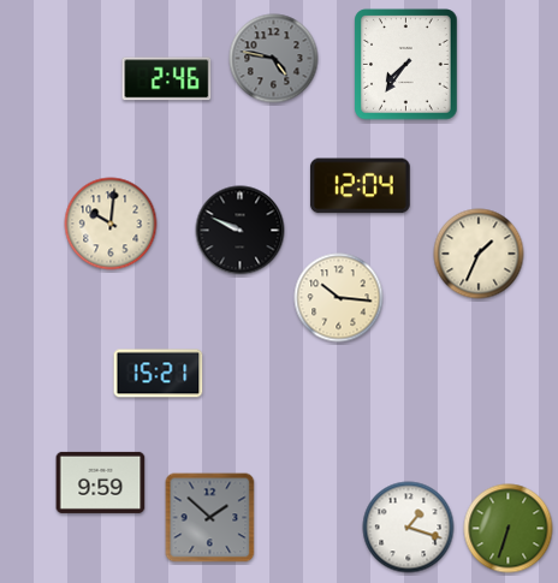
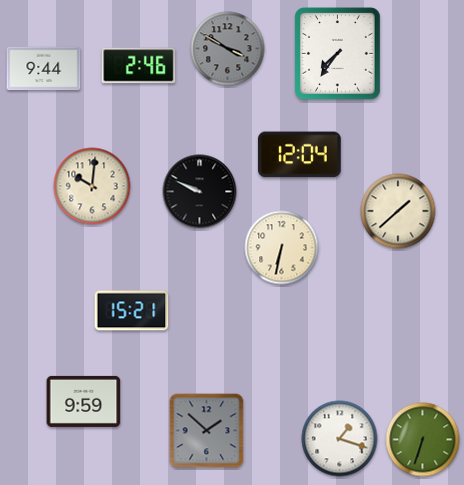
clock at (274, 59): 4:47 -> 3:50
clock at (44, 69): none -> 9:44
clock at (479, 254): 1:34 -> 1:38
clock at (339, 298): 10:16 -> 6:32
clock at (210, 518) position: (210, 518) -> (207, 431)
